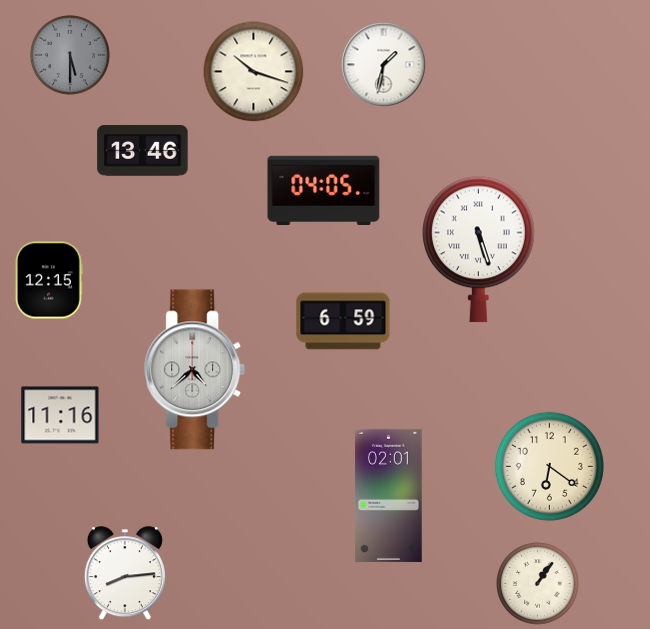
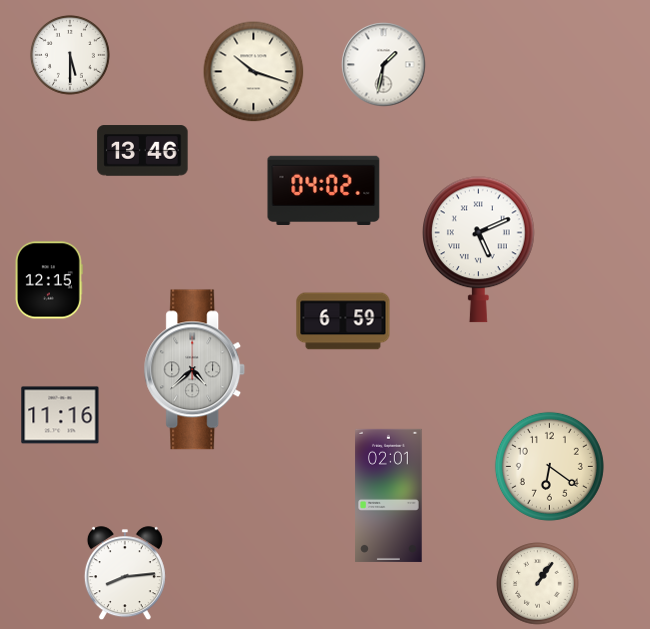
clock at (70, 55) dial: grey -> white
clock at (324, 190): 04:05 -> 04:02
clock at (479, 250): 5:27 -> 5:11
